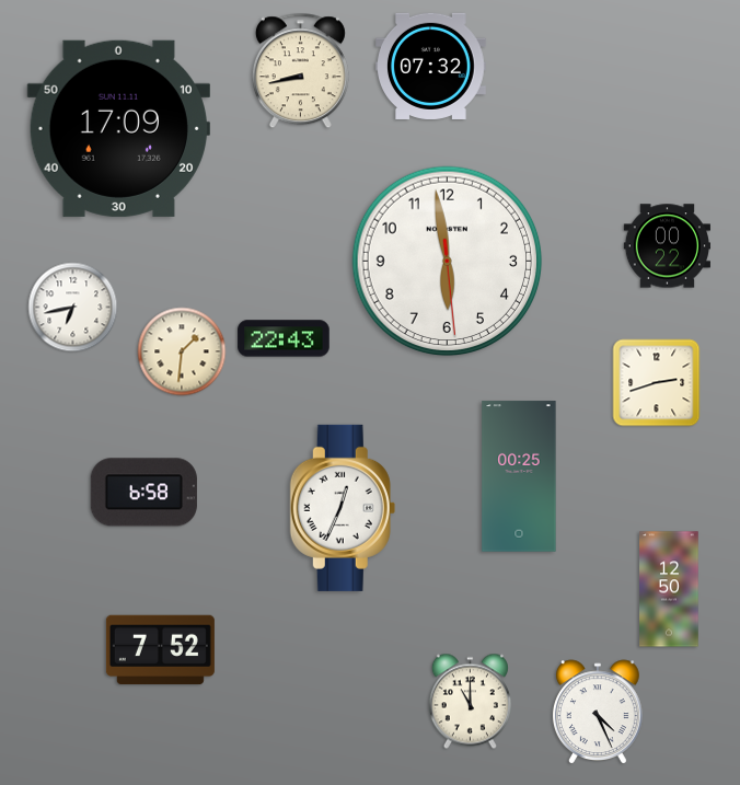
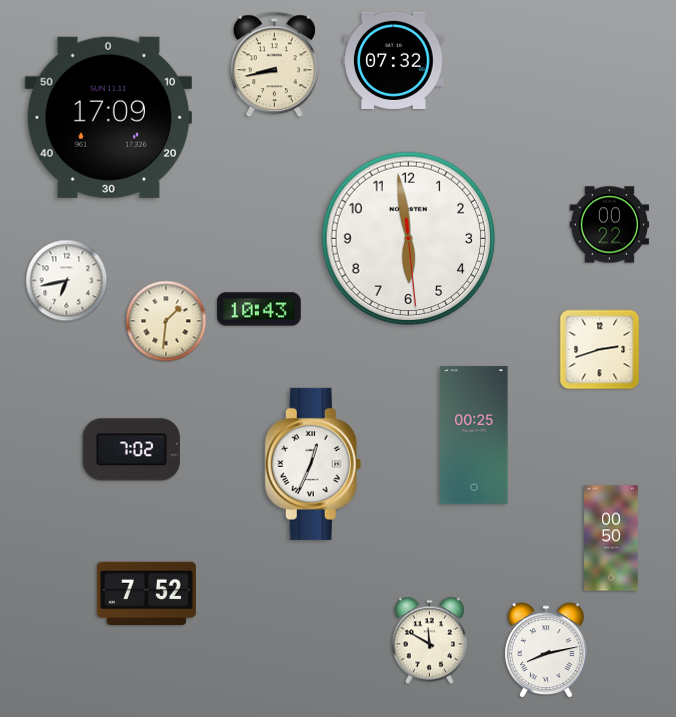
clock at (284, 338): 22:43 -> 10:43
clock at (143, 493): 6:58 -> 7:02
clock at (669, 589): 12:50 -> 00:50
clock at (470, 702): 11:00 -> 11:50
clock at (598, 712): 4:26 -> 8:13
